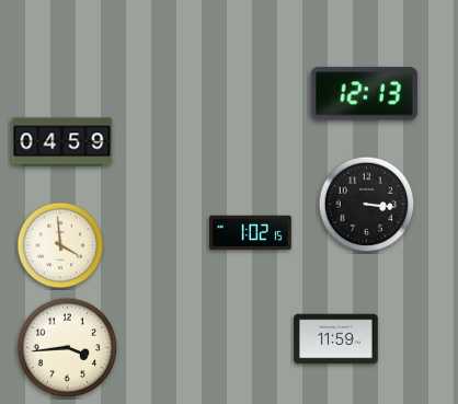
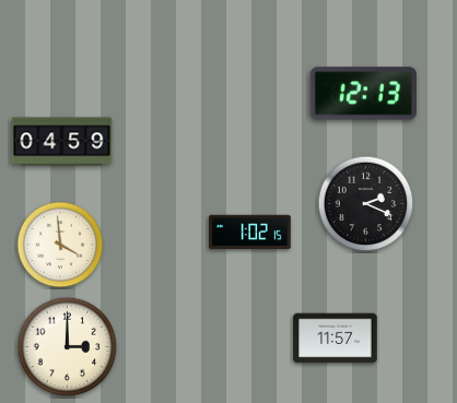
clock at (367, 205): 3:16 -> 2:19
clock at (336, 339): 11:59 -> 11:57
clock at (68, 348): 3:44 -> 3:00
